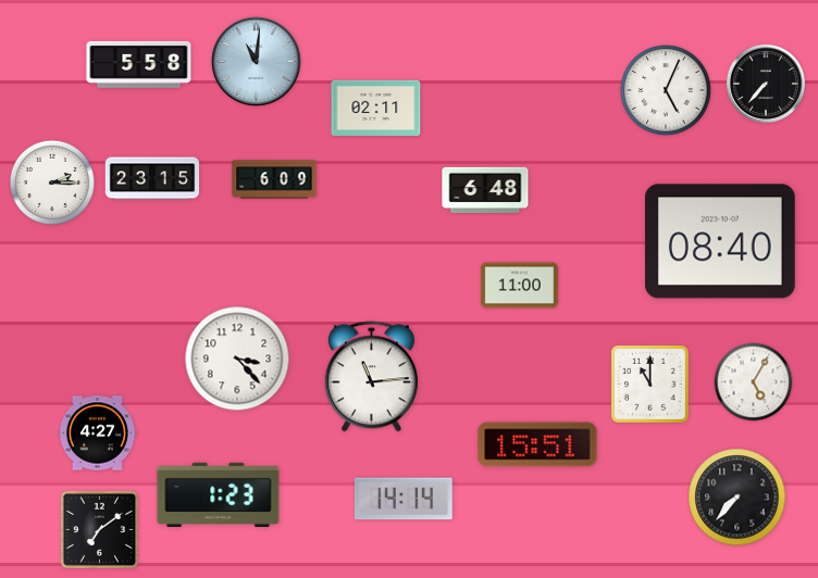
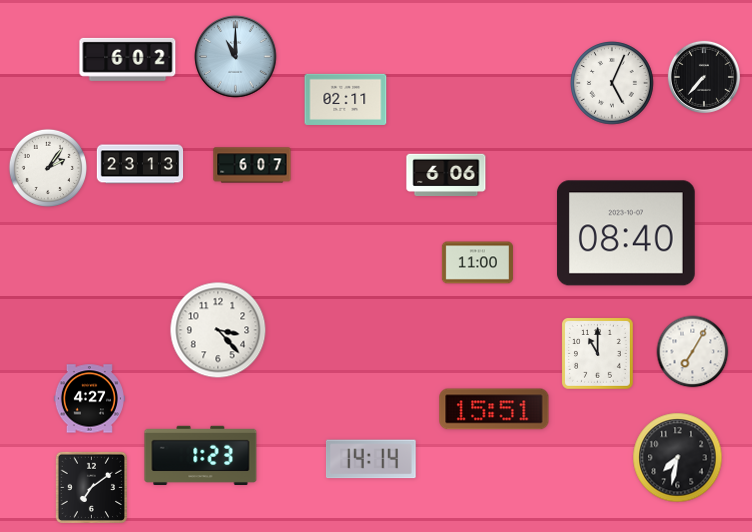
clock at (257, 62): 11:01 -> 11:00
clock at (139, 64): 5:58 -> 6:02
clock at (152, 178): 23:15 -> 23:13
clock at (274, 179): 6:09 -> 6:07
clock at (52, 183): 2:15 -> 2:06
clock at (485, 189): 6:48 -> 6:06
clock at (720, 241) position: (720, 241) -> (626, 233)
clock at (371, 377): 11:14 -> none
clock at (754, 382): 5:05 -> 7:05
clock at (738, 498): 7:37 -> 7:32
